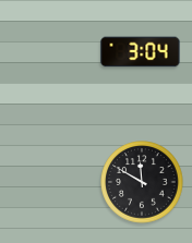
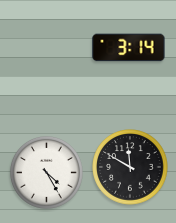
clock at (141, 52): 3:04 -> 3:14
clock at (46, 172): none -> 4:25
